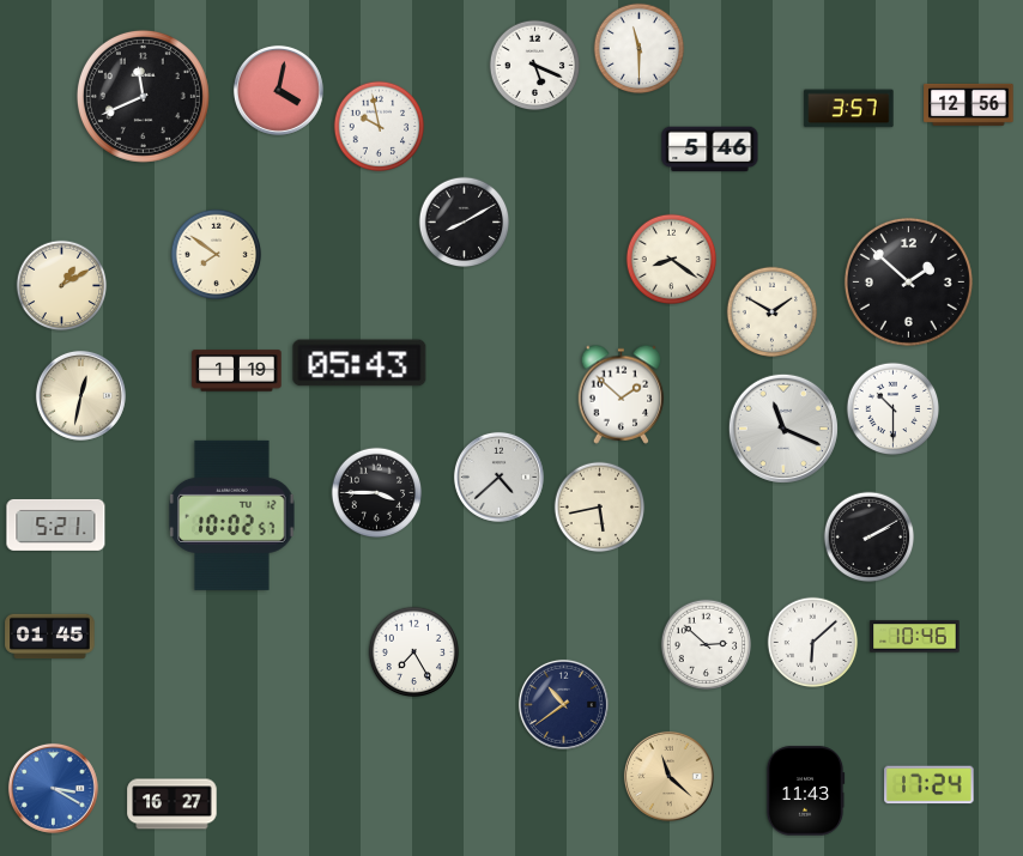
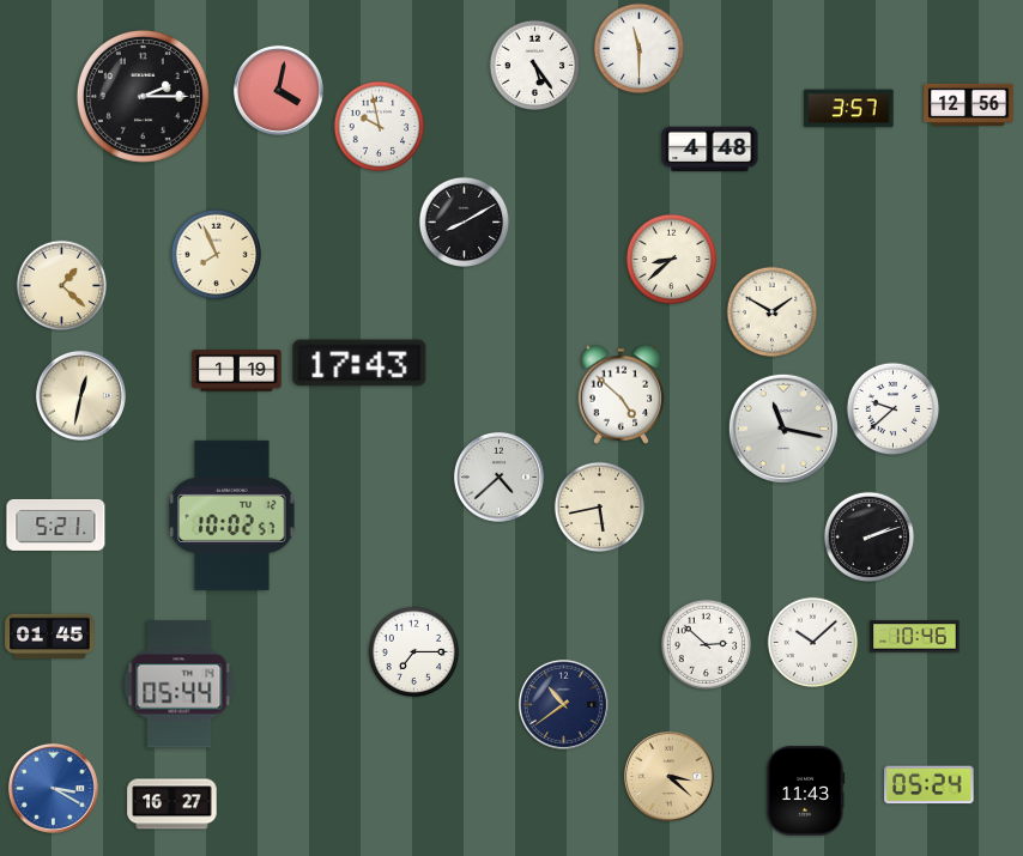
clock at (535, 66): 5:19 -> 5:24
clock at (143, 96): 11:41 -> 2:15
clock at (710, 150): 5:46 -> 4:48
clock at (217, 255): 7:51 -> 7:56
clock at (672, 260): 8:21 -> 8:38
clock at (908, 281): 1:52 -> none
clock at (62, 286): 1:10 -> 1:22
clock at (359, 363): 05:43 -> 17:43
clock at (622, 394): 1:52 -> 4:52
clock at (894, 409): 10:30 -> 9:38
clock at (783, 429): 11:19 -> 11:17
clock at (377, 493): 3:45 -> none
clock at (870, 538): 2:10 -> 2:12
clock at (813, 643): 6:08 -> 10:08
clock at (414, 652): 7:25 -> 7:15
clock at (180, 685): none -> 05:44
clock at (668, 776): 11:22 -> 3:22
clock at (930, 785): 17:24 -> 05:24
